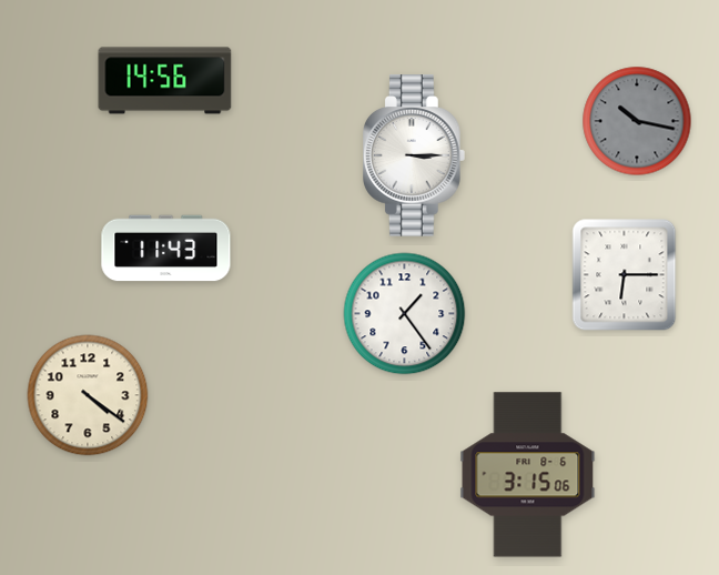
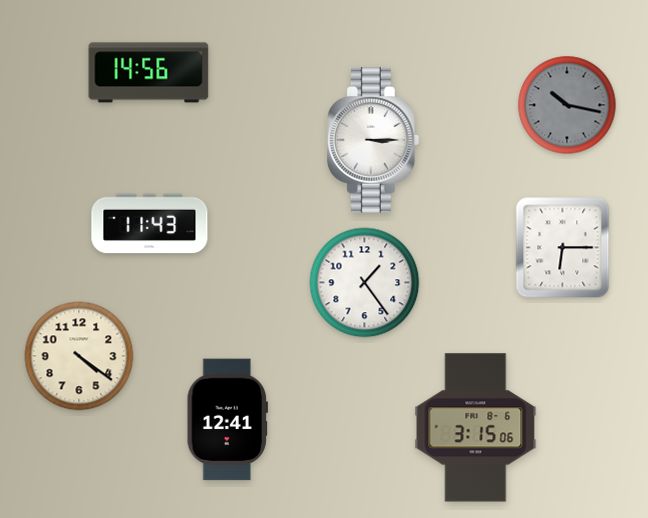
clock at (637, 121) position: (637, 121) -> (567, 105)
clock at (227, 420): none -> 12:41
